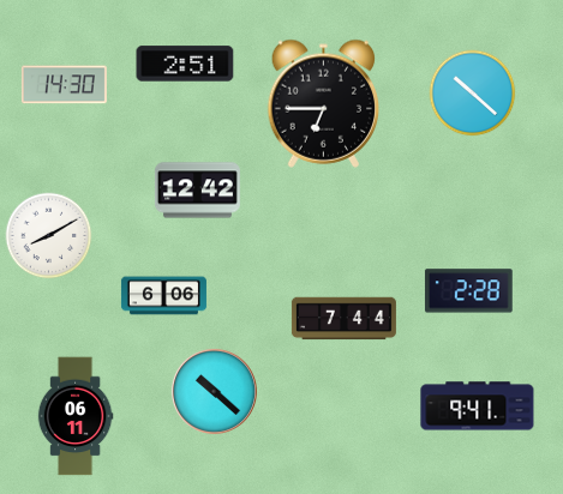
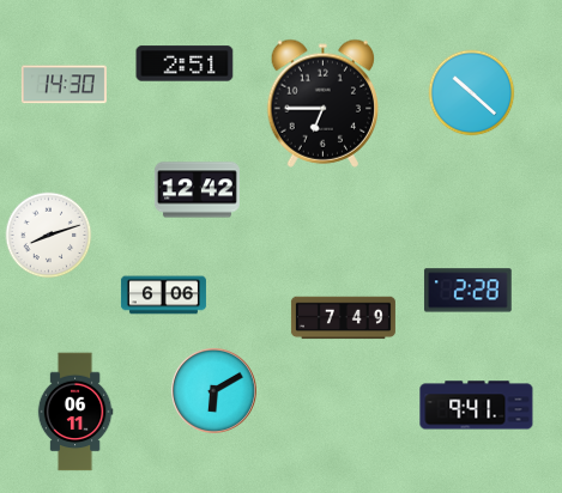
clock at (49, 236): 8:10 -> 8:12
clock at (343, 319): 7:44 -> 7:49
clock at (214, 391): 10:22 -> 6:10
clock at (76, 416) position: (76, 416) -> (75, 412)
